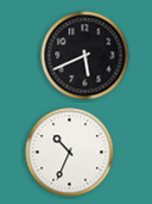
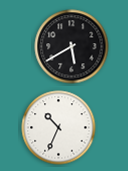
clock at (85, 56): 5:41 -> 5:40
